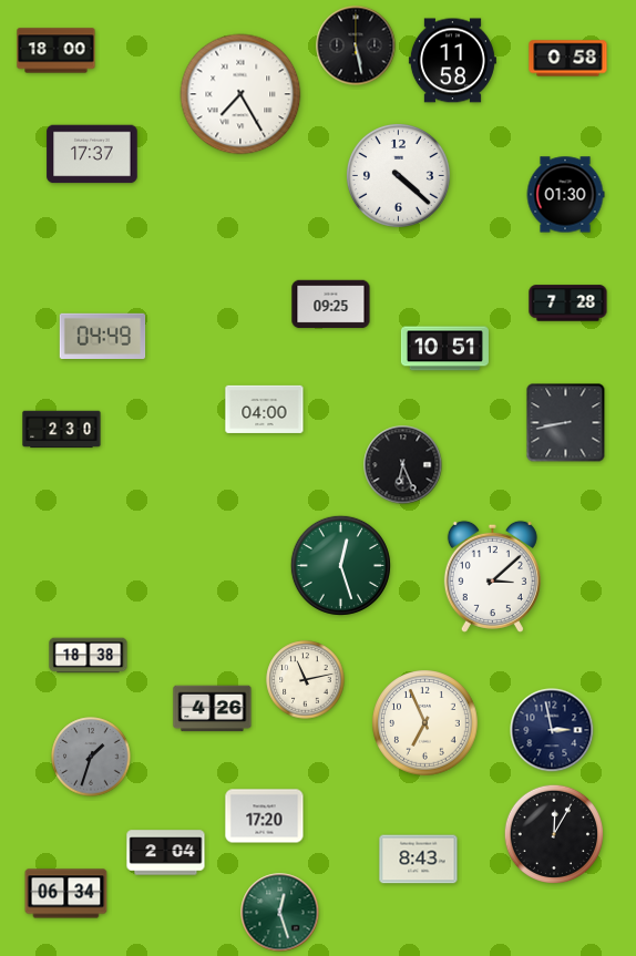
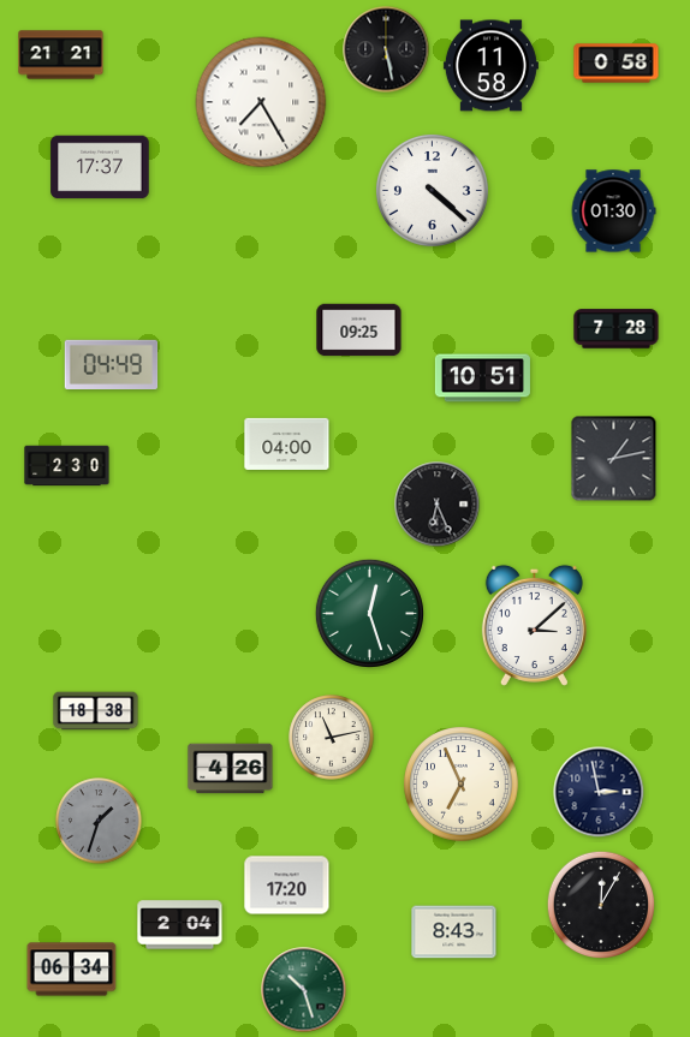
clock at (57, 51): 18:00 -> 21:21
clock at (566, 423): 8:43 -> 1:13
clock at (280, 913): 12:27 -> 10:27
